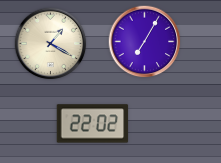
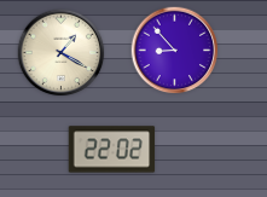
clock at (145, 42): 7:05 -> 8:53
